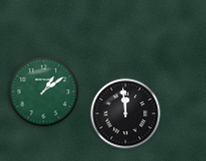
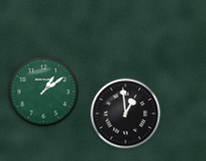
clock at (126, 114): 11:59 -> 12:59
